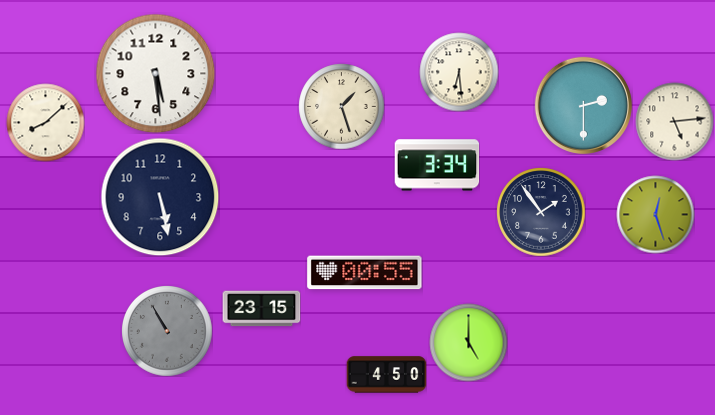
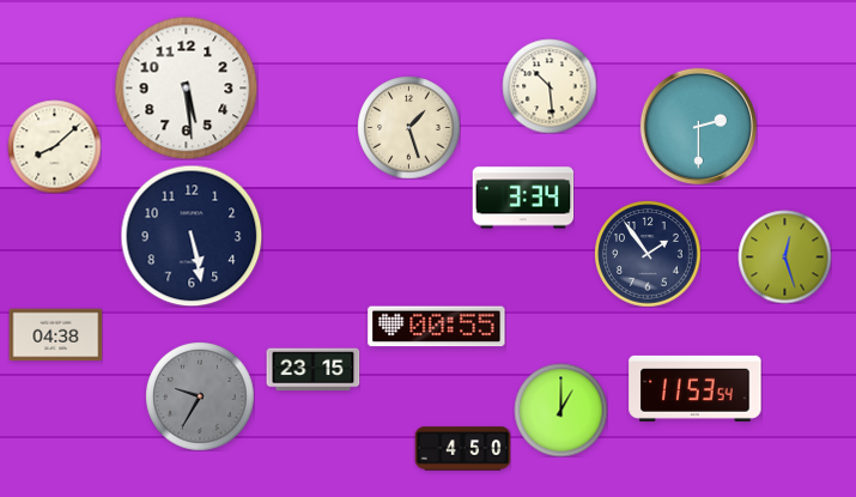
clock at (459, 72): 6:29 -> 10:29
clock at (674, 121): 5:14 -> none
clock at (55, 335): none -> 04:38
clock at (696, 388): none -> 11:53
clock at (167, 331): 10:55 -> 9:35
clock at (468, 342): 5:00 -> 1:00
